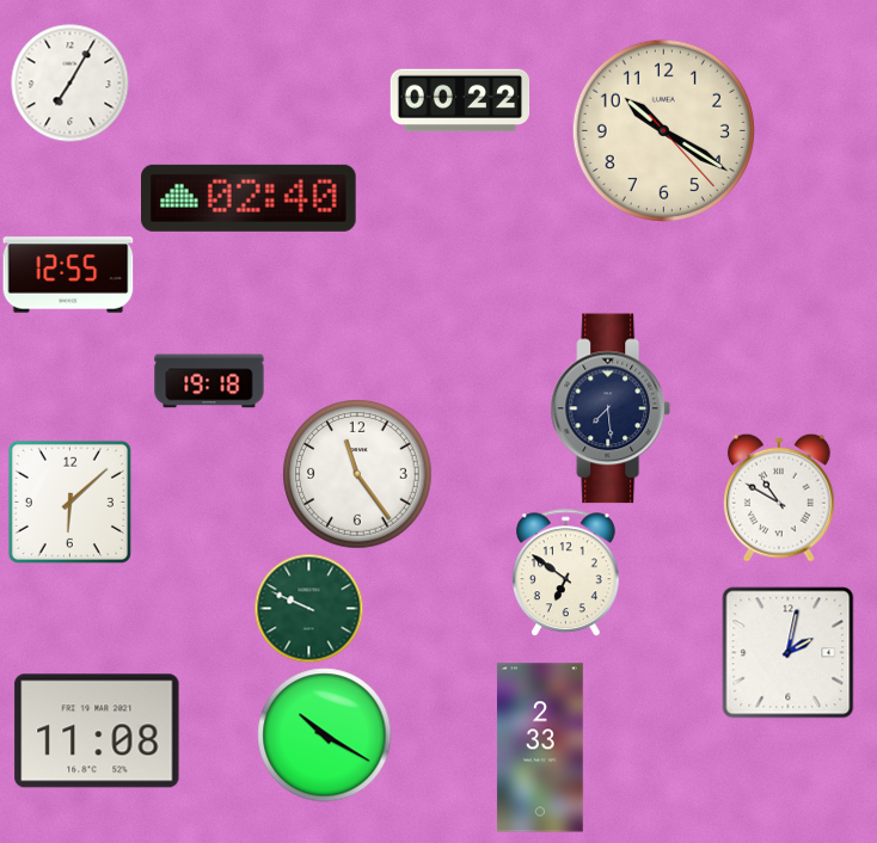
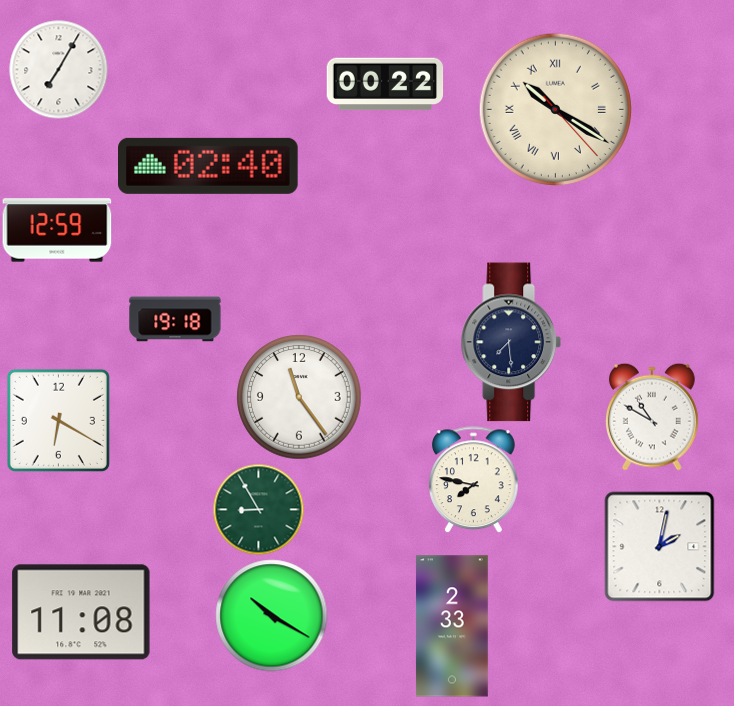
clock at (663, 130) numerals: Arabic -> Roman
clock at (68, 275): 12:55 -> 12:59
clock at (69, 502): 6:08 -> 6:20
clock at (566, 573): 6:51 -> 7:47
clock at (308, 608): 9:49 -> 8:55
